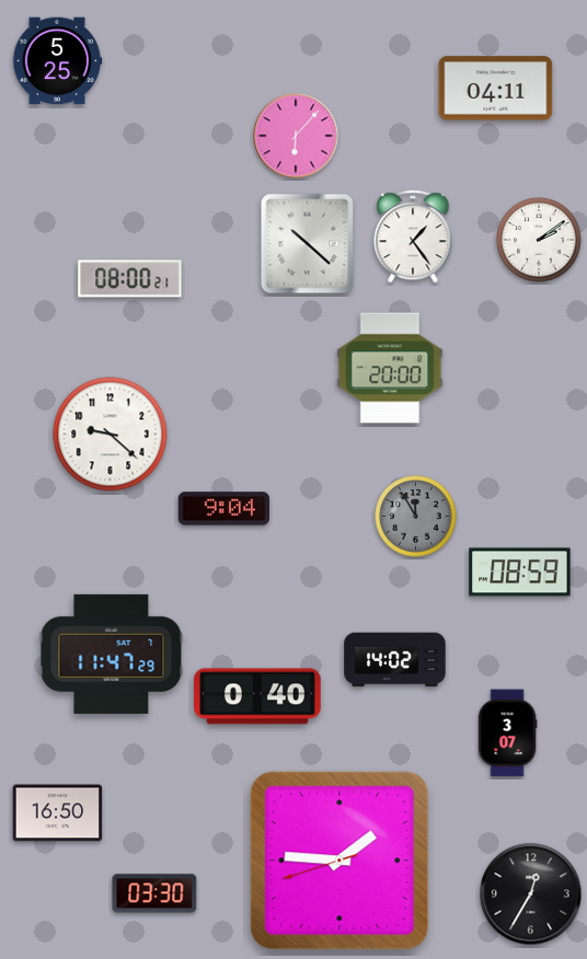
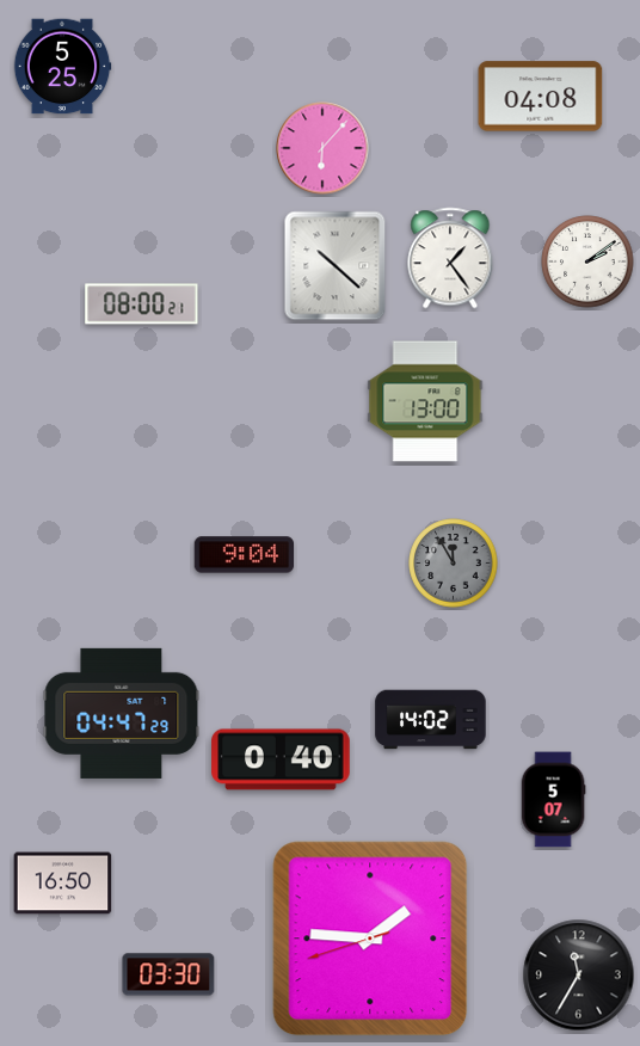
clock at (496, 89): 04:11 -> 04:08
clock at (390, 368): 20:00 -> 13:00
clock at (111, 435): 9:22 -> none
clock at (520, 573): 08:59 -> none
clock at (112, 654): 11:47 -> 04:47
clock at (507, 733): 3:07 -> 5:07
clock at (58, 813) position: (58, 813) -> (63, 884)
clock at (531, 894): 12:35 -> 11:35
